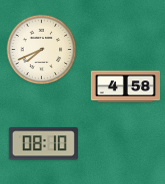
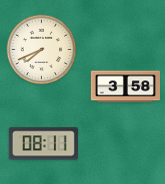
clock at (125, 87): 4:58 -> 3:58
clock at (43, 144): 08:10 -> 08:11
